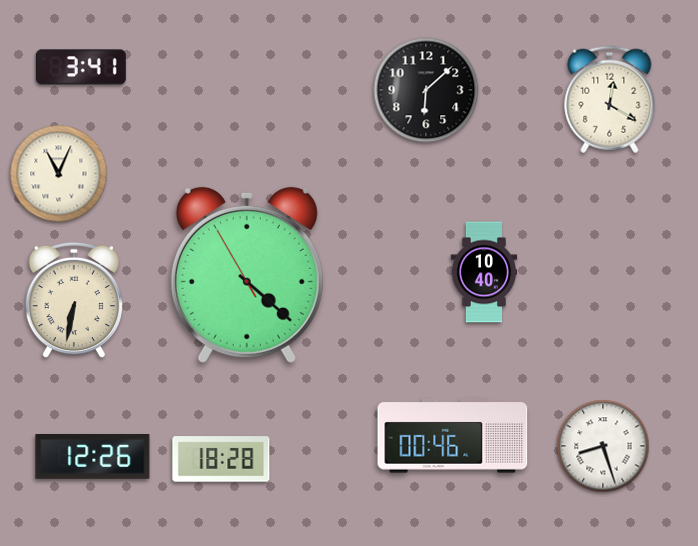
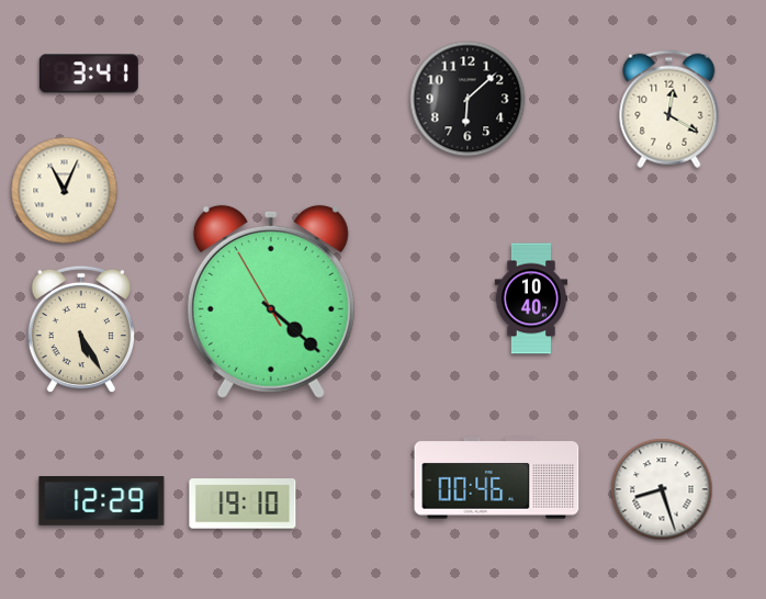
clock at (74, 300): 6:32 -> 5:25
clock at (93, 457): 12:26 -> 12:29
clock at (221, 459): 18:28 -> 19:10
